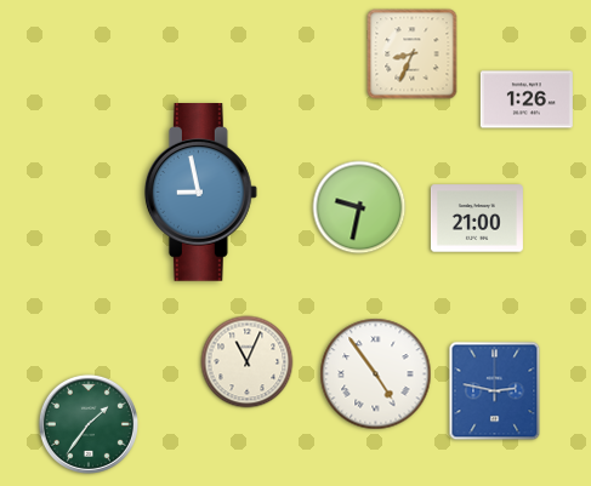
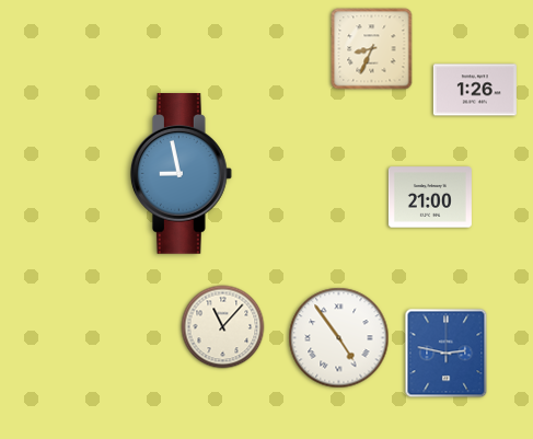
clock at (359, 207): 9:32 -> none
clock at (248, 362): 11:04 -> 11:07
clock at (89, 424): 1:36 -> none
